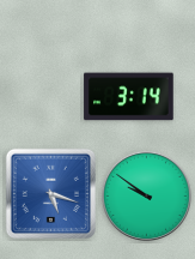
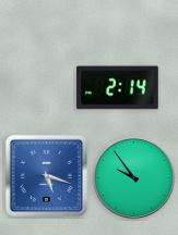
clock at (129, 97): 3:14 -> 2:14
clock at (146, 195): 9:51 -> 9:54
